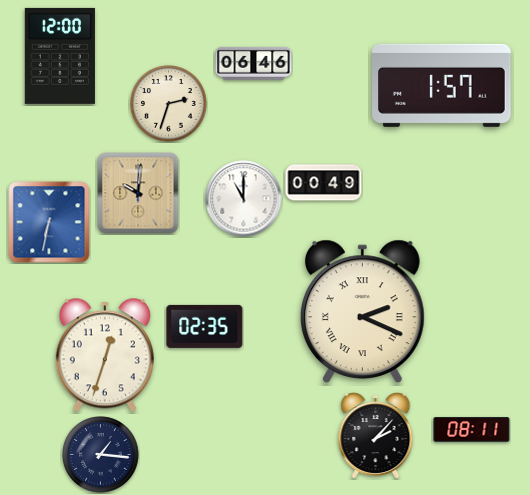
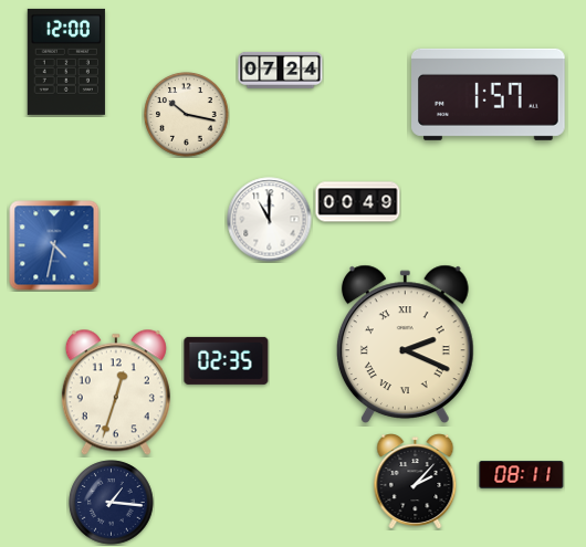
clock at (254, 63): 06:46 -> 07:24
clock at (169, 104): 2:33 -> 10:17
clock at (138, 193): 10:01 -> none
clock at (49, 222): 6:32 -> 4:32
clock at (362, 311) position: (362, 311) -> (405, 344)
